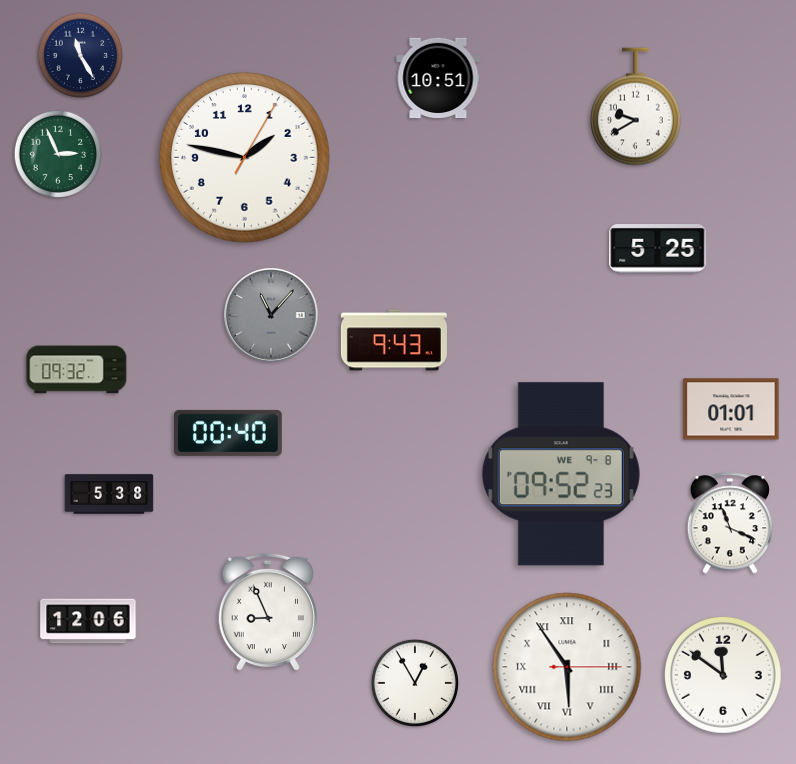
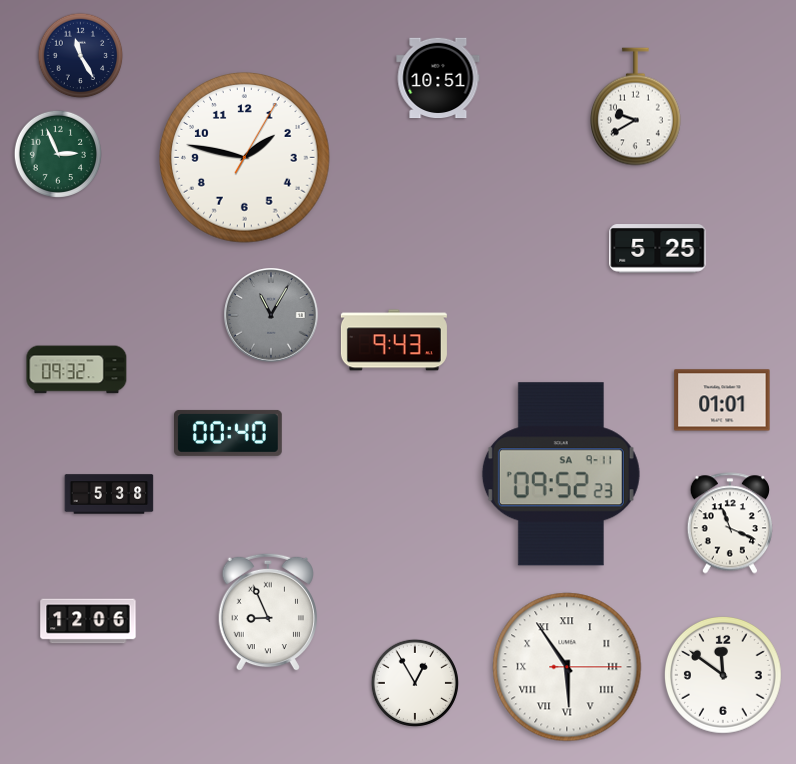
clock at (271, 315): 11:07 -> 11:05
clock at (731, 409) position: (731, 409) -> (722, 400)
clock at (561, 474) date: WE 9-8 -> SA 9-11
